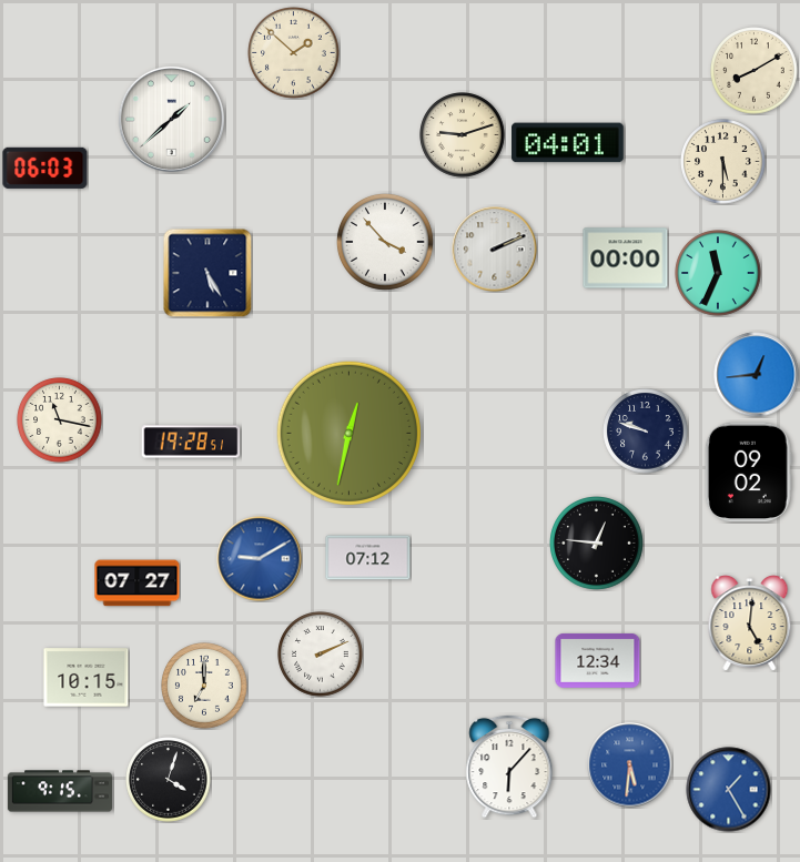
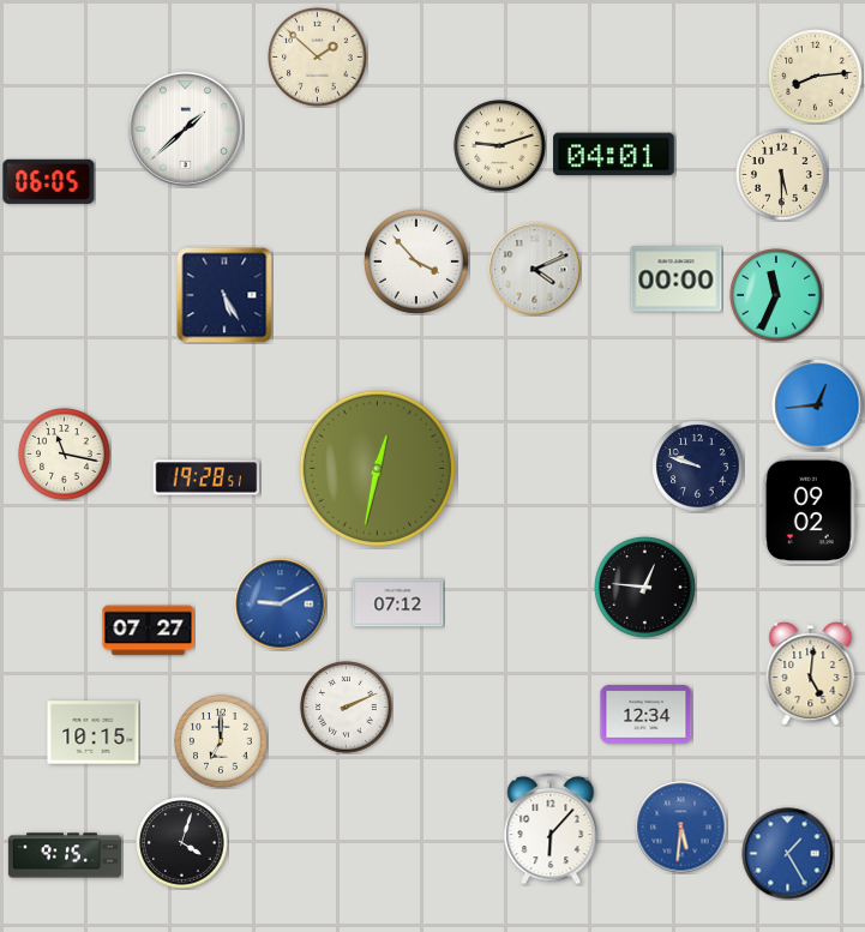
clock at (755, 71): 8:10 -> 8:14
clock at (45, 168): 06:03 -> 06:05
clock at (495, 250): 2:11 -> 4:11
